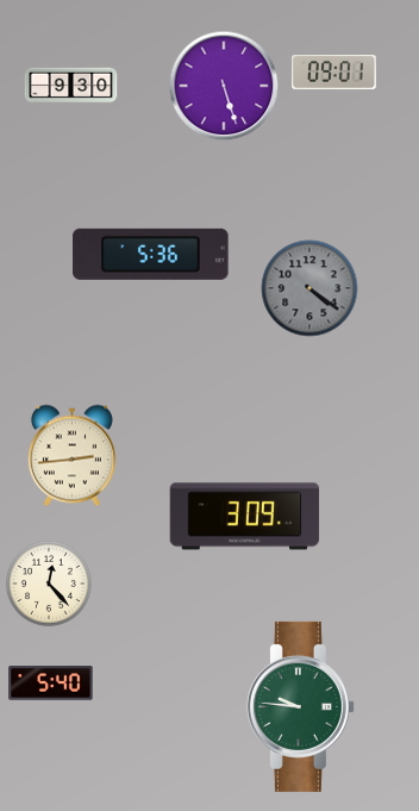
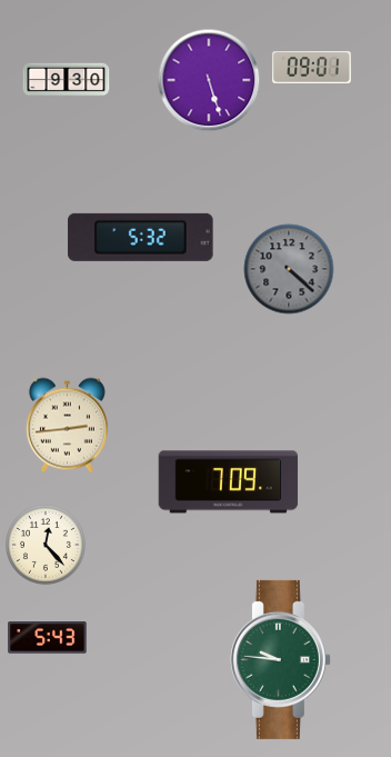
clock at (151, 254): 5:36 -> 5:32
clock at (309, 288): 4:21 -> 4:22
clock at (245, 517): 3:09 -> 7:09
clock at (51, 684): 5:40 -> 5:43
